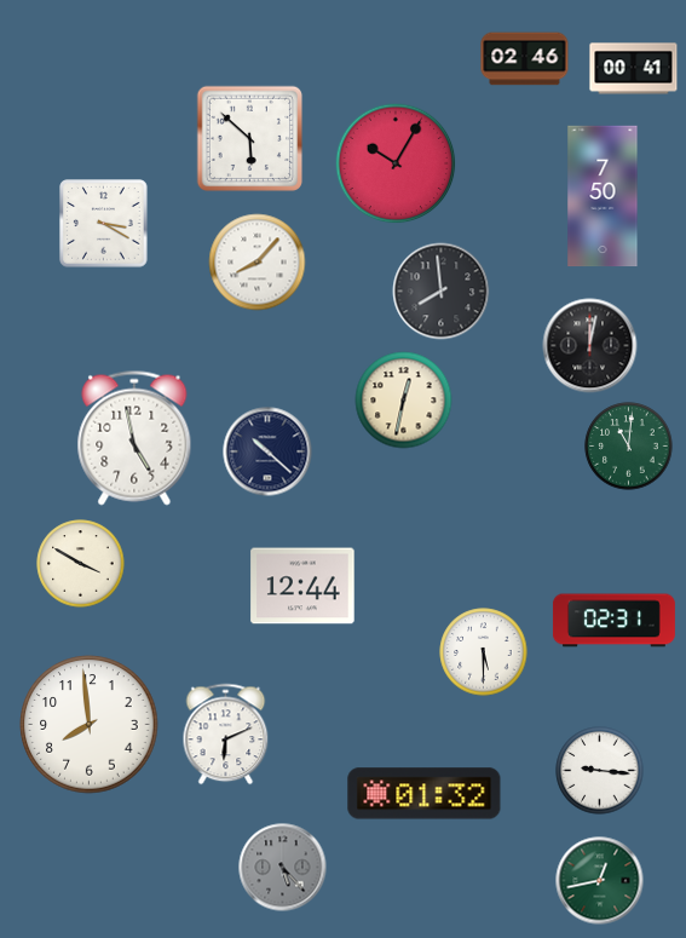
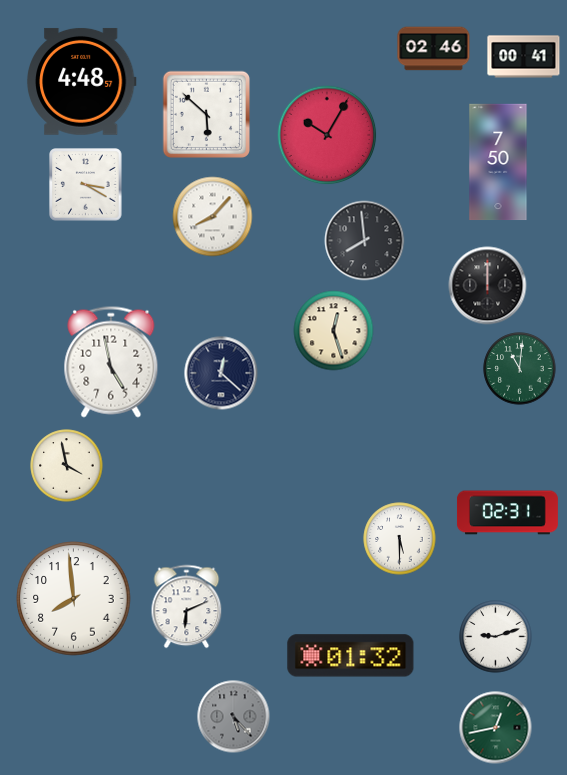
clock at (81, 81): none -> 4:48
clock at (590, 346): 12:02 -> 12:00
clock at (404, 401): 12:32 -> 12:27
clock at (267, 451): 10:22 -> 12:22
clock at (81, 564): 3:50 -> 3:58
clock at (302, 586): 12:44 -> none
clock at (600, 771): 9:16 -> 9:12
